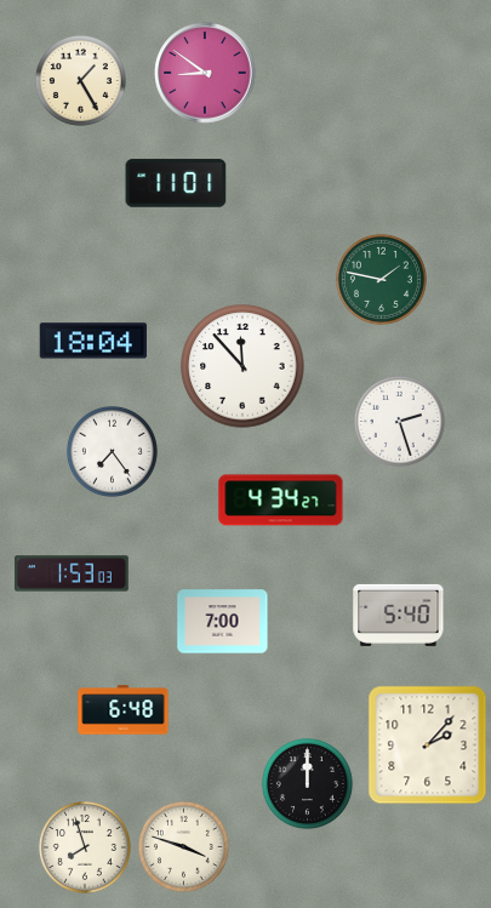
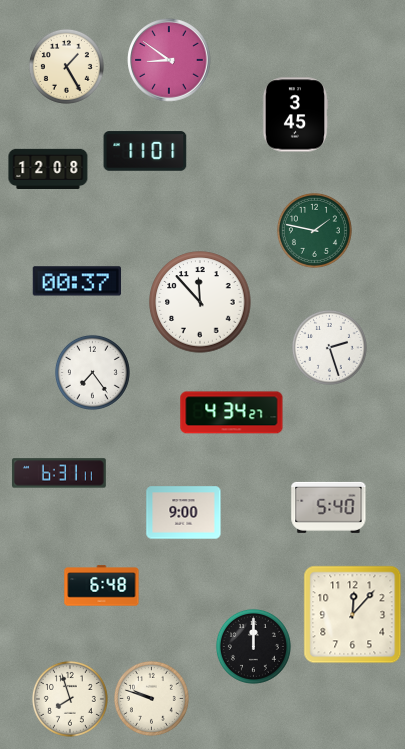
clock at (295, 115): none -> 3:45
clock at (48, 168): none -> 12:08
clock at (92, 341): 18:04 -> 00:37
clock at (72, 573): 1:53 -> 6:31
clock at (223, 622): 7:00 -> 9:00
clock at (428, 746): 2:07 -> 12:07
clock at (183, 846): 3:48 -> 9:48
